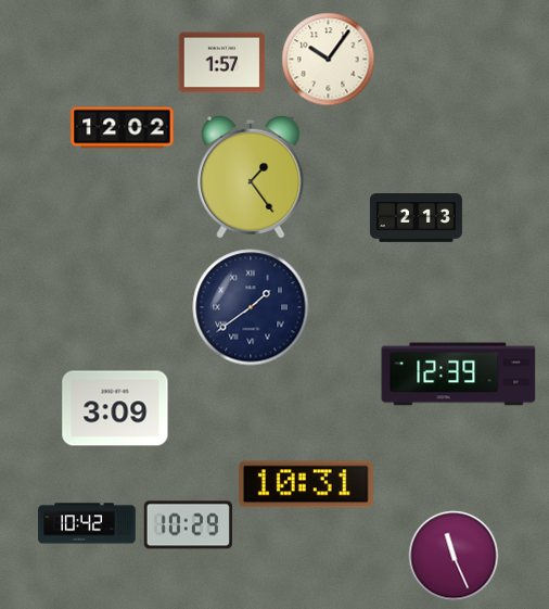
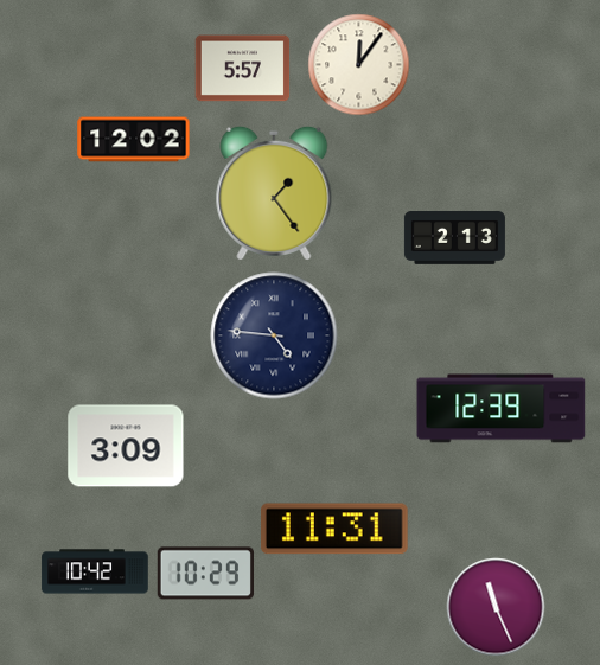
clock at (329, 60): 10:06 -> 12:06
clock at (222, 63): 1:57 -> 5:57
clock at (251, 307): 1:39 -> 4:46
clock at (306, 484): 10:31 -> 11:31
